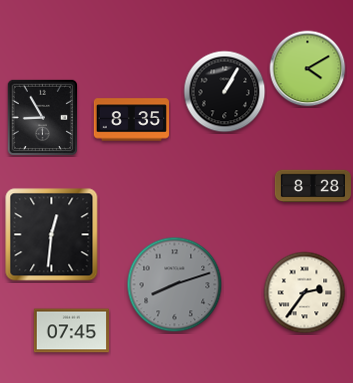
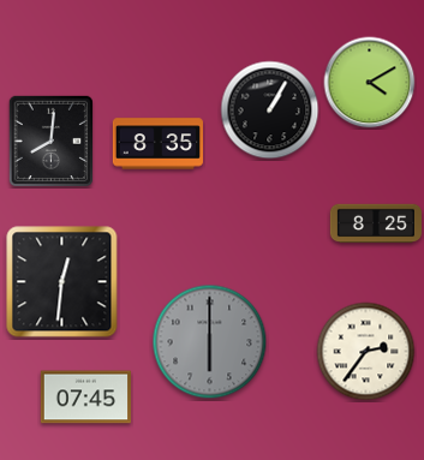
clock at (42, 117): 8:55 -> 8:01
clock at (312, 186): 8:28 -> 8:25
clock at (175, 285): 8:12 -> 6:00
